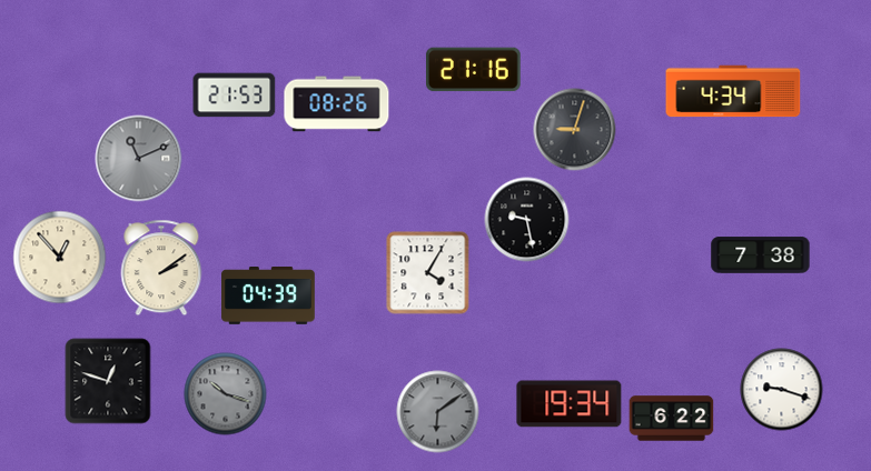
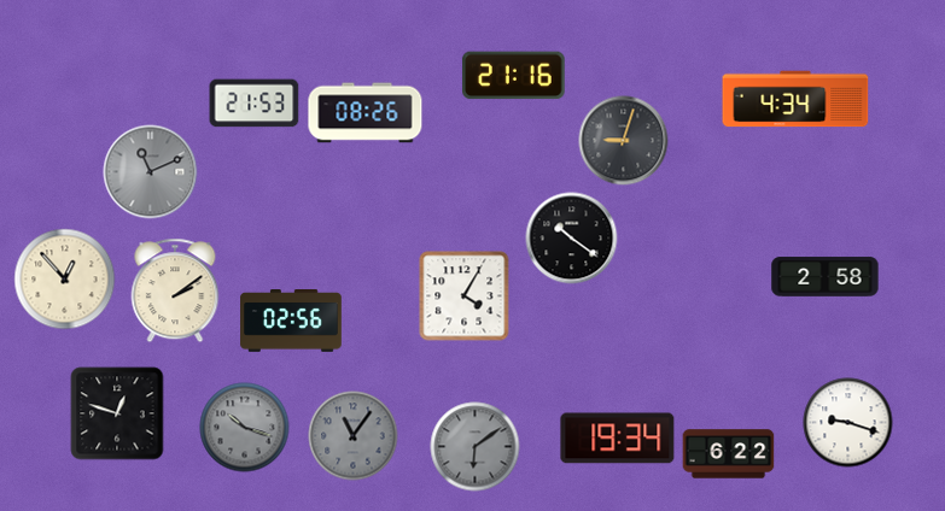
clock at (527, 220): 9:28 -> 10:21
clock at (761, 255): 7:38 -> 2:58
clock at (268, 297): 04:39 -> 02:56
clock at (354, 436): none -> 11:06
